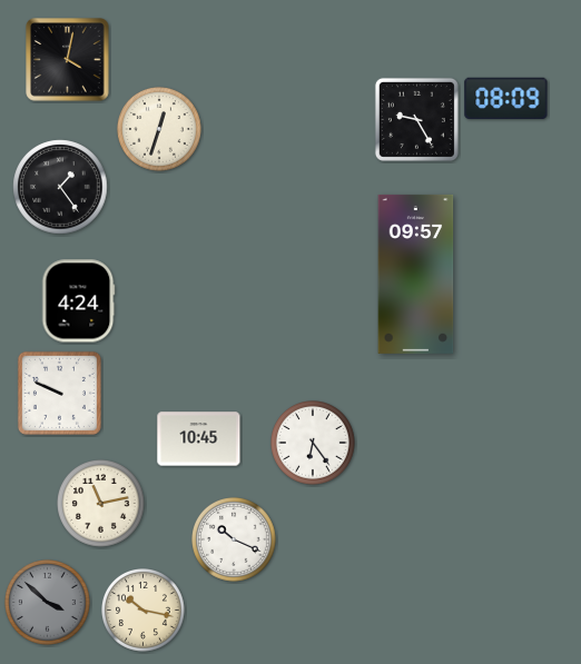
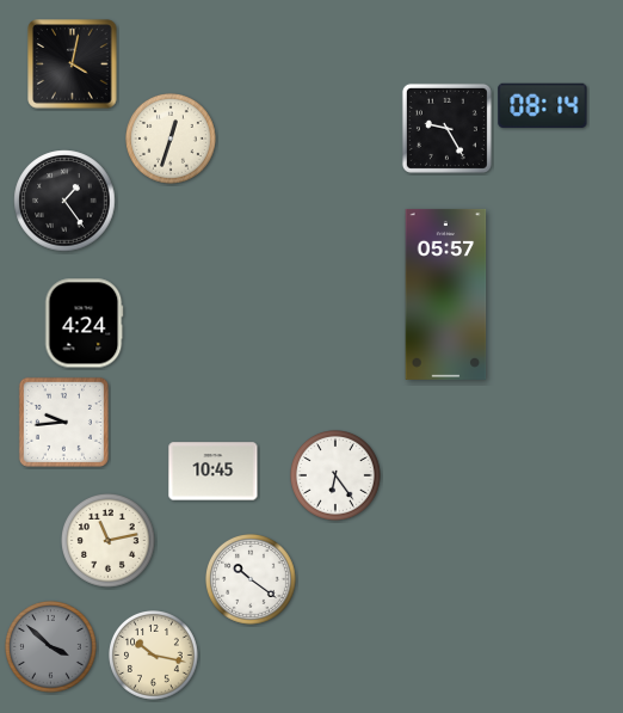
clock at (506, 98): 08:09 -> 08:14
clock at (416, 274): 09:57 -> 05:57
clock at (59, 393): 9:49 -> 9:44
clock at (235, 541): 10:19 -> 10:21
